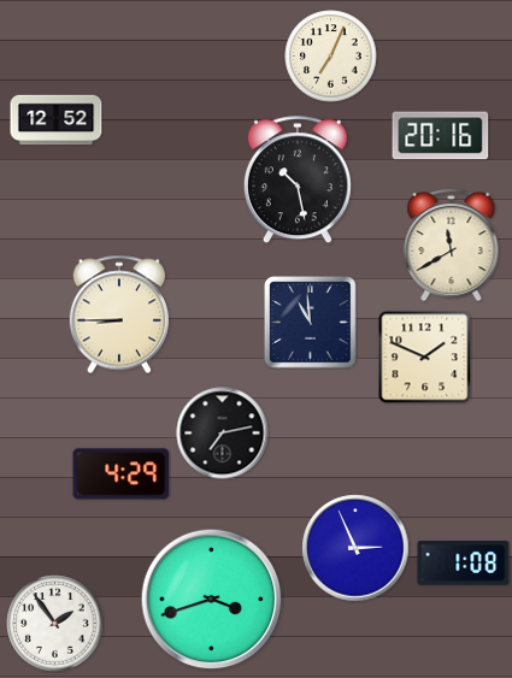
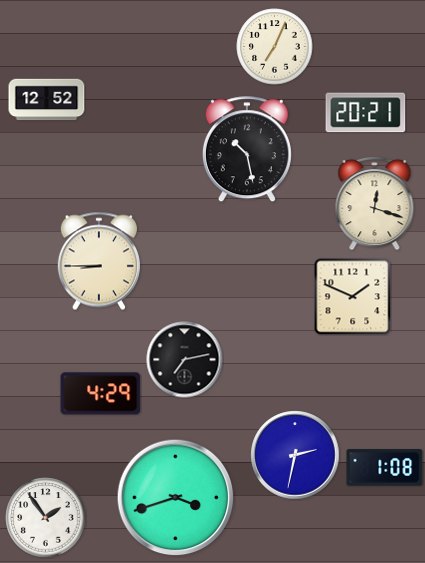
clock at (441, 136): 20:16 -> 20:21
clock at (452, 244): 11:40 -> 12:18
clock at (311, 323): 10:59 -> none
clock at (355, 548): 2:56 -> 2:32
